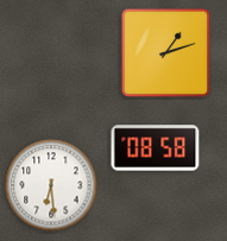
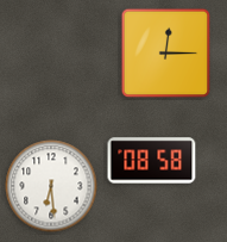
clock at (166, 53): 1:12 -> 12:15
clock at (156, 148) position: (156, 148) -> (152, 161)
